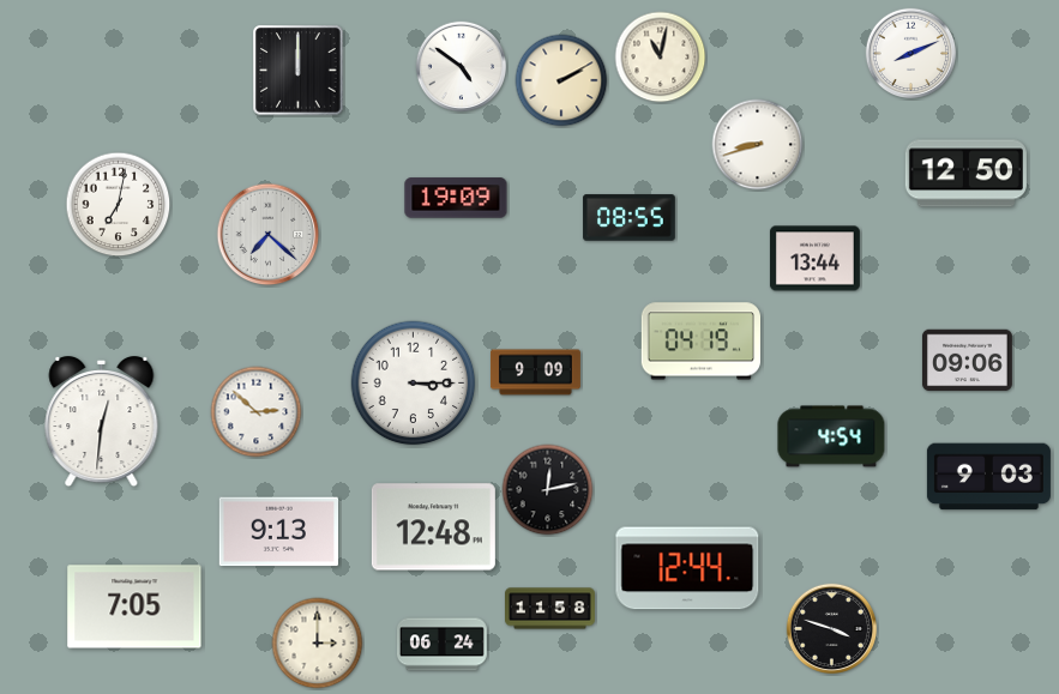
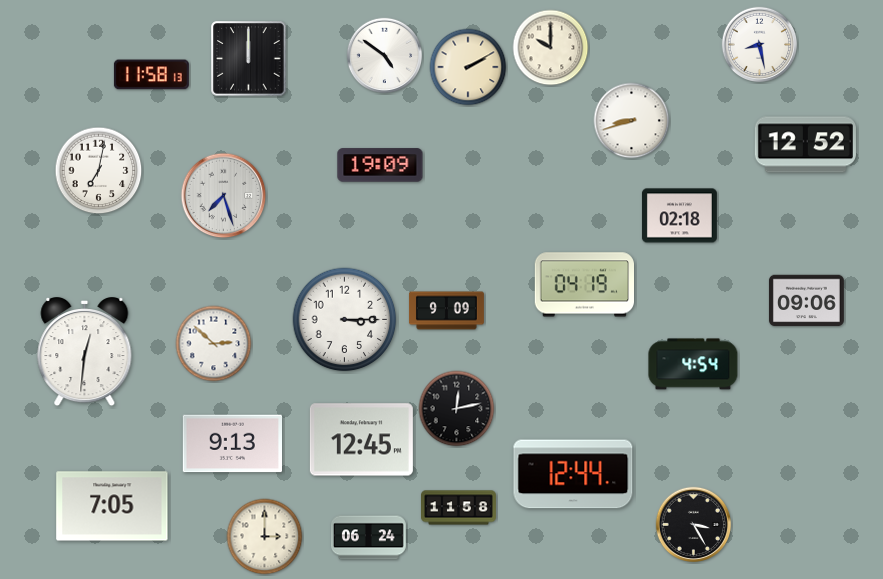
clock at (911, 54): 8:11 -> 8:28
clock at (661, 58): 11:02 -> 10:00
clock at (151, 75): none -> 11:58
clock at (965, 174): 12:50 -> 12:52
clock at (630, 218): 08:55 -> none
clock at (269, 235): 7:22 -> 7:27
clock at (814, 259): 13:44 -> 02:18
clock at (988, 477): 9:03 -> none
clock at (433, 527): 12:48 -> 12:45
clock at (832, 629): 3:48 -> 3:25
